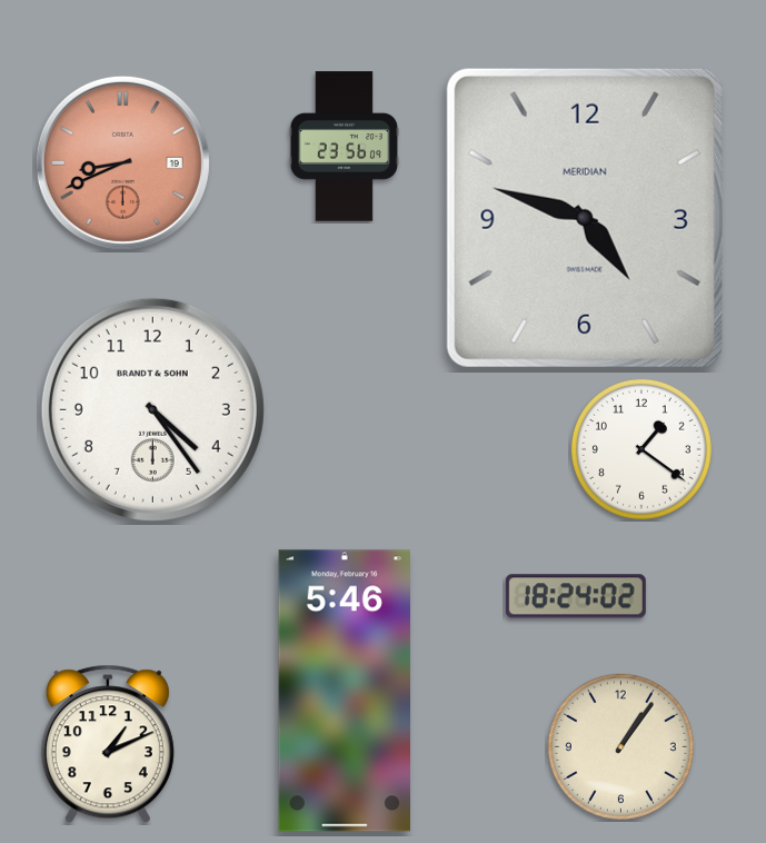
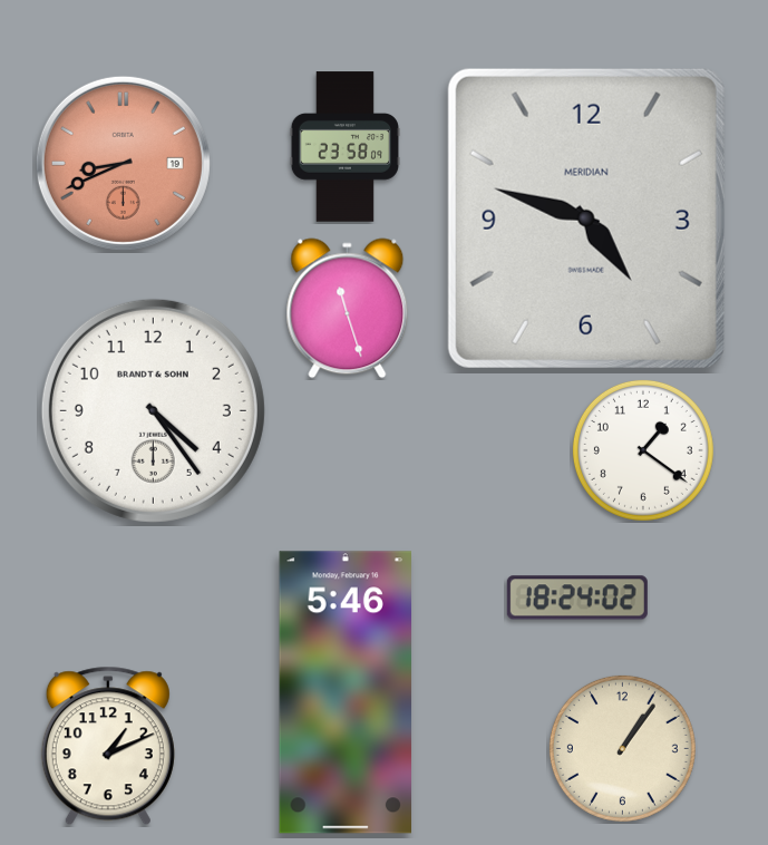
clock at (344, 147): 23:56 -> 23:58
clock at (348, 309): none -> 11:27
